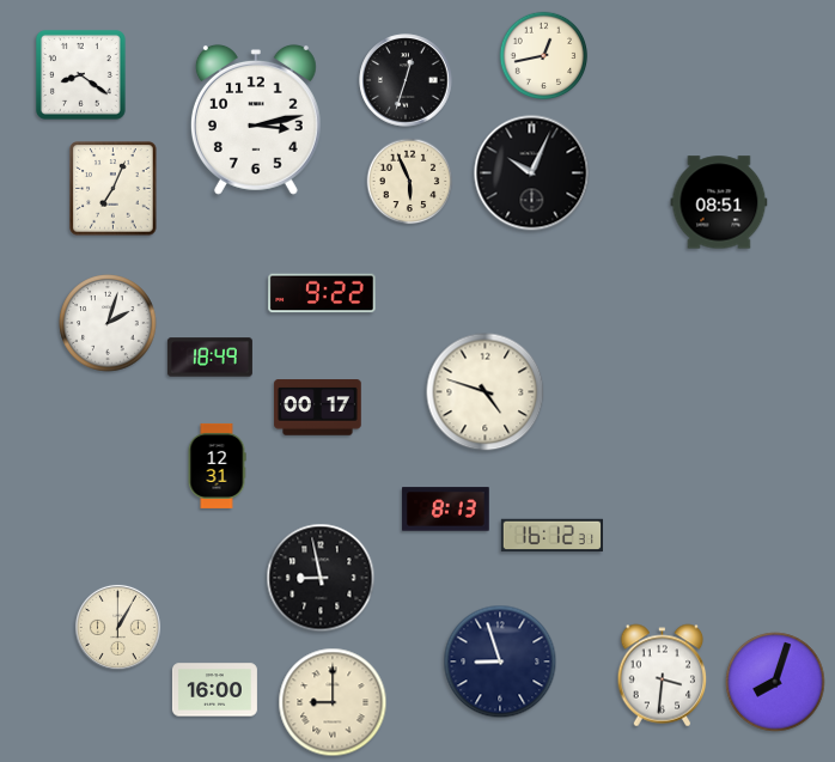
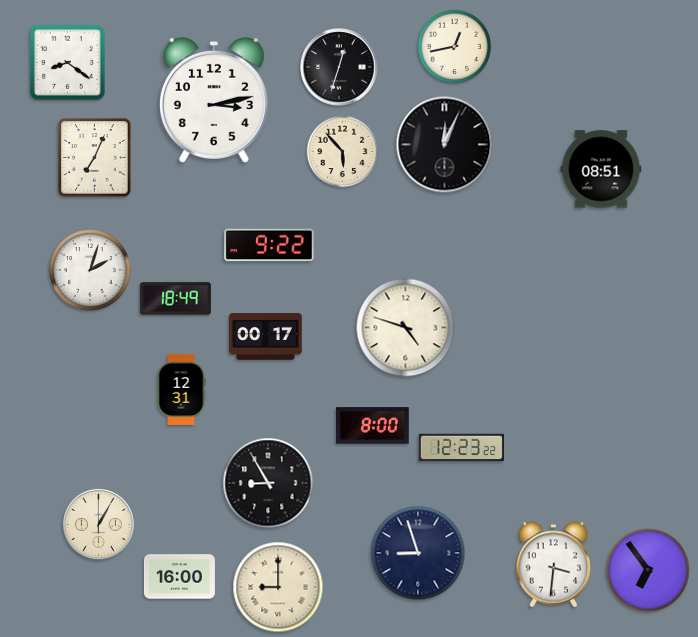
clock at (532, 173): 10:04 -> 12:04
clock at (410, 182): 5:56 -> 5:53
clock at (318, 408) position: (318, 408) -> (266, 337)
clock at (446, 510): 8:13 -> 8:00
clock at (551, 536): 16:12 -> 12:23
clock at (321, 578): 8:58 -> 8:55
clock at (775, 682): 8:03 -> 6:54
